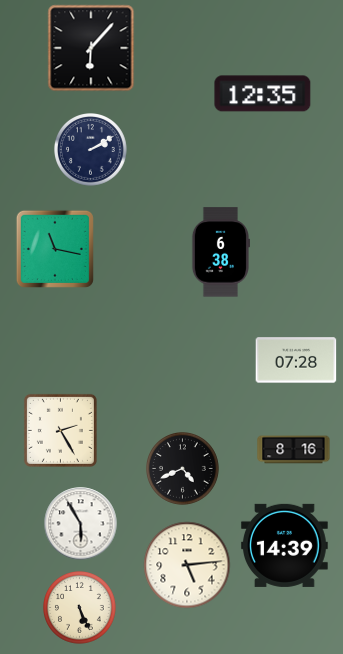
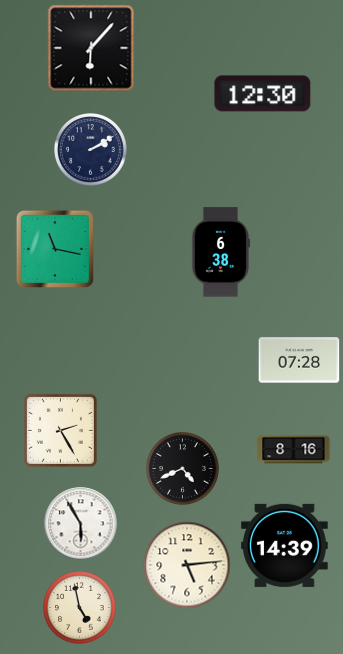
clock at (263, 94): 12:35 -> 12:30
clock at (296, 360) position: (296, 360) -> (299, 360)
clock at (80, 608): 5:26 -> 4:58
